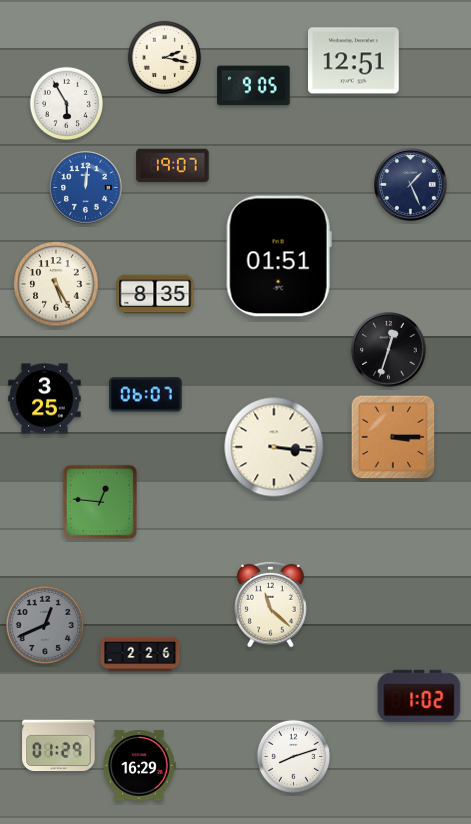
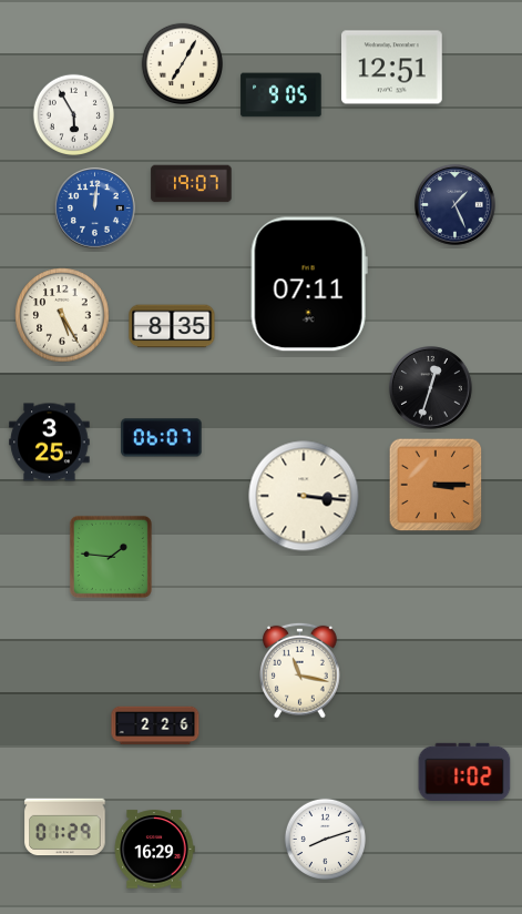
clock at (164, 57): 2:17 -> 7:05
clock at (279, 256): 01:51 -> 07:11
clock at (100, 502): 12:46 -> 1:46
clock at (271, 604): 11:22 -> 11:17
clock at (45, 625): 12:41 -> none
